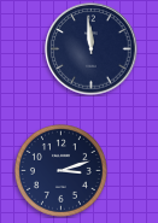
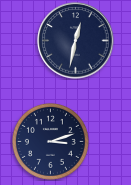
clock at (92, 49): 11:59 -> 12:32
